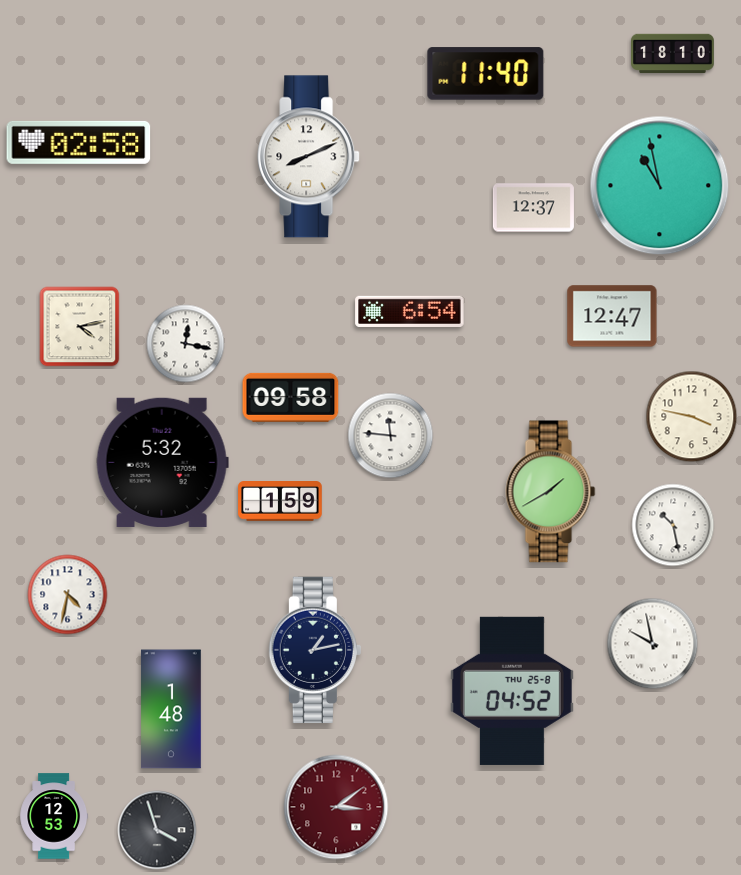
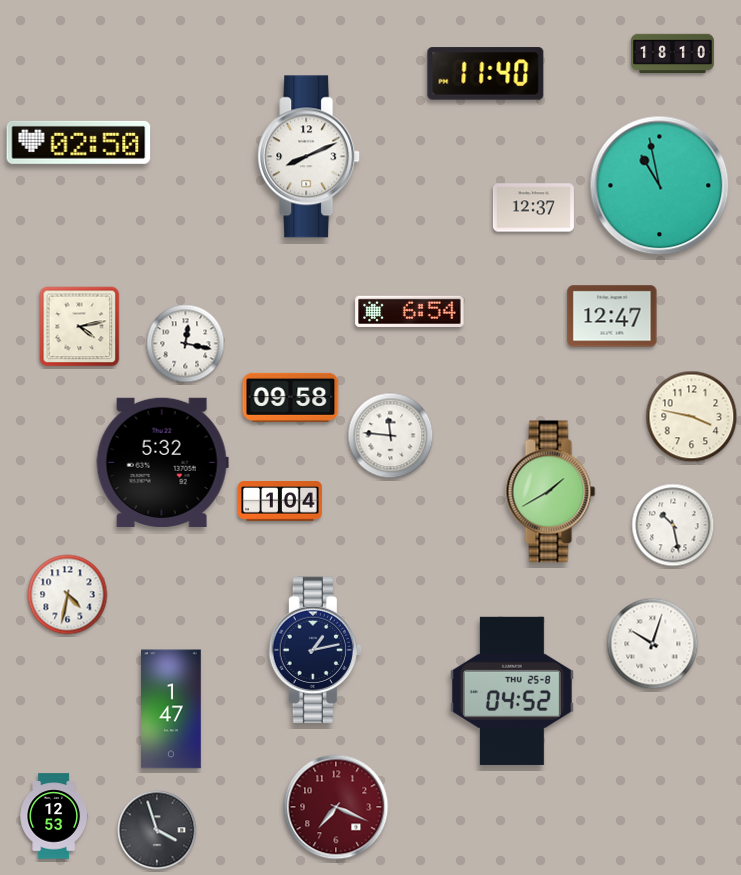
clock at (79, 142): 02:58 -> 02:50
clock at (280, 502): 1:59 -> 1:04
clock at (653, 644): 9:58 -> 10:03
clock at (171, 709): 1:48 -> 1:47
clock at (336, 807): 3:09 -> 7:19
